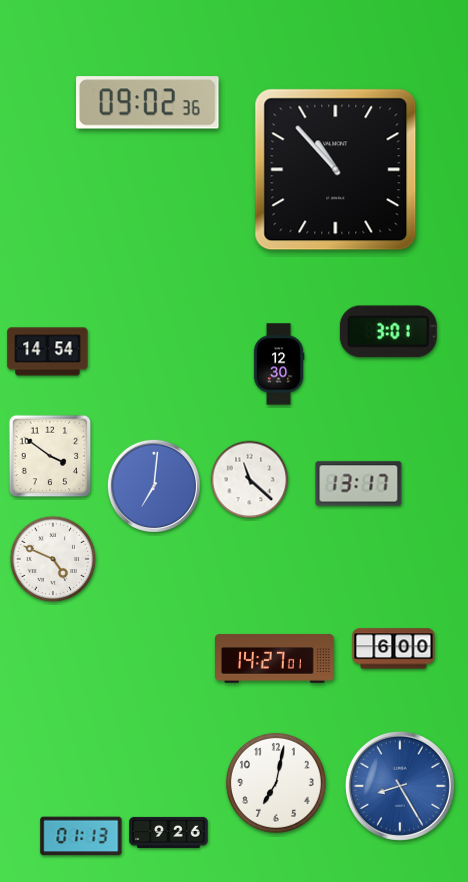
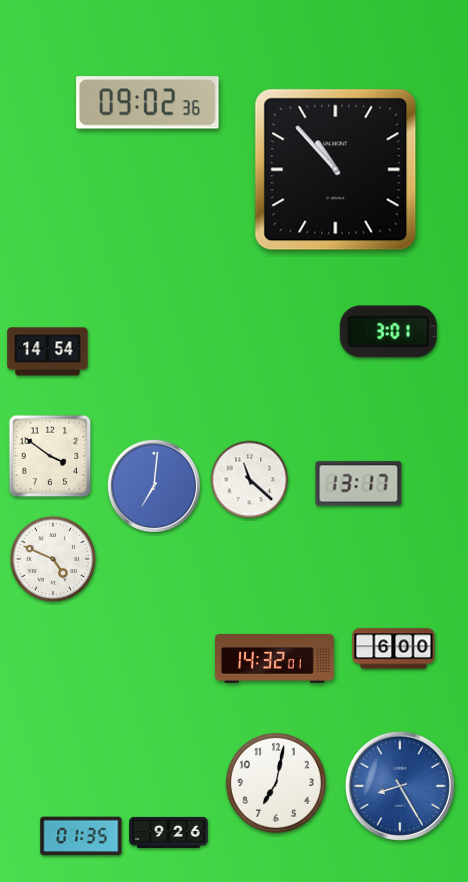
clock at (279, 364): 12:30 -> none
clock at (275, 659): 14:27 -> 14:32
clock at (81, 836): 01:13 -> 01:35
